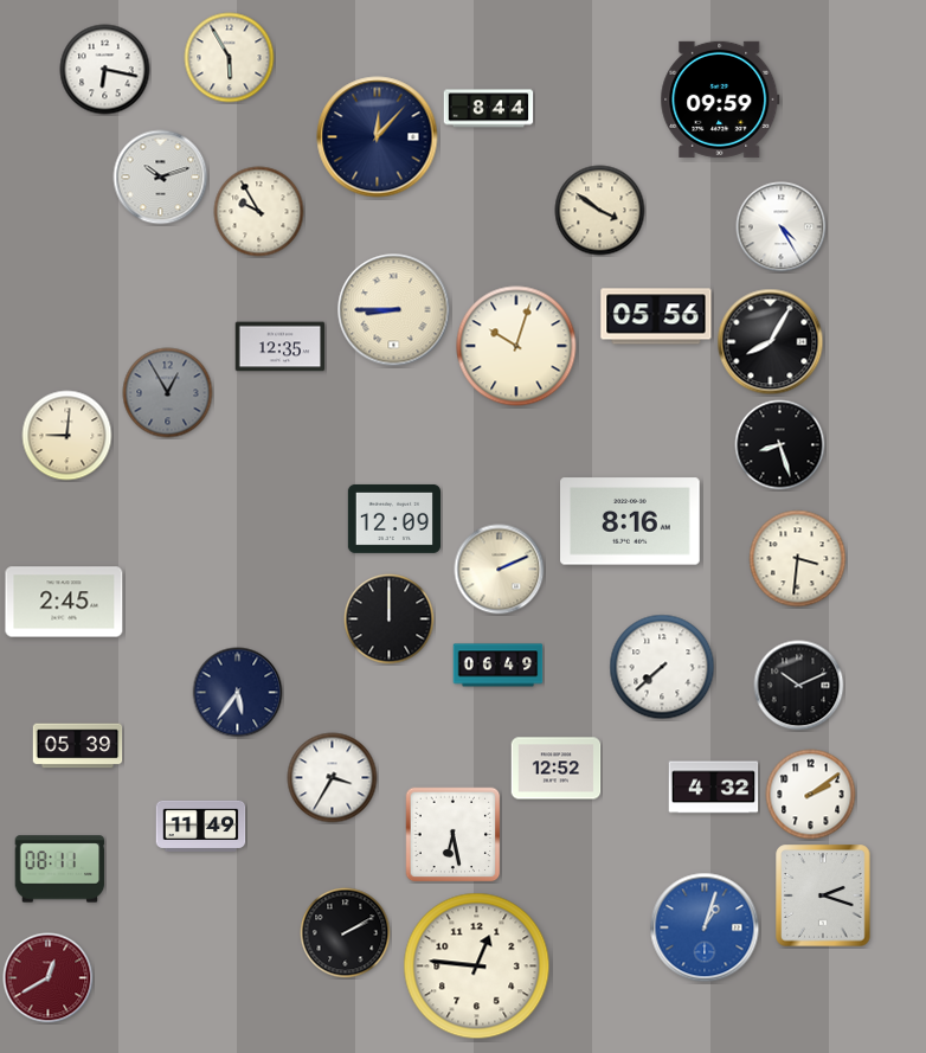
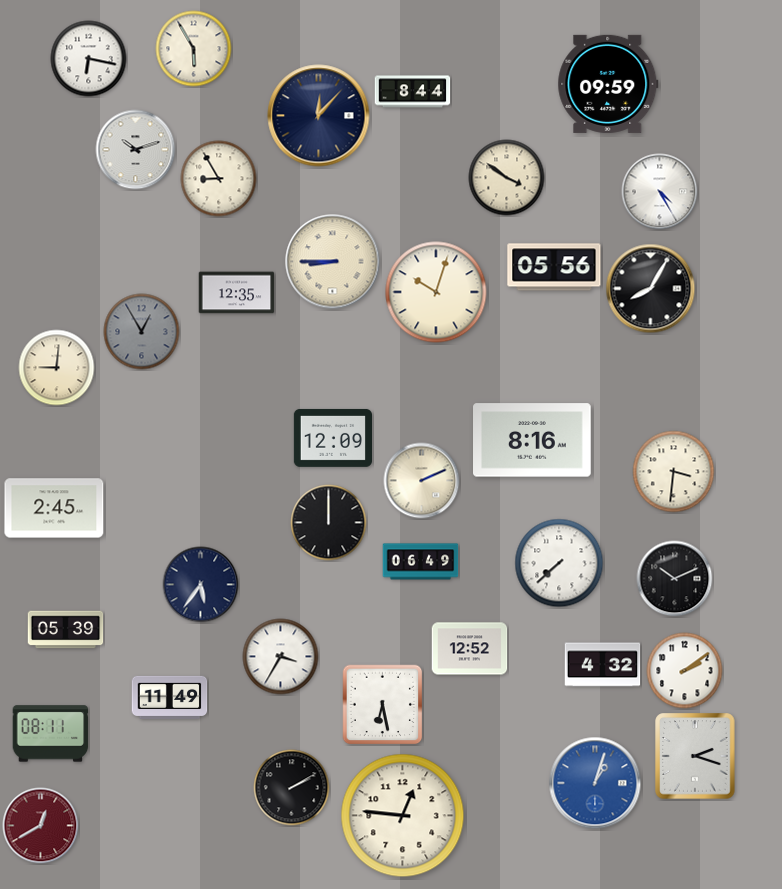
clock at (259, 212): 9:55 -> 8:55
clock at (780, 445): 8:27 -> none
